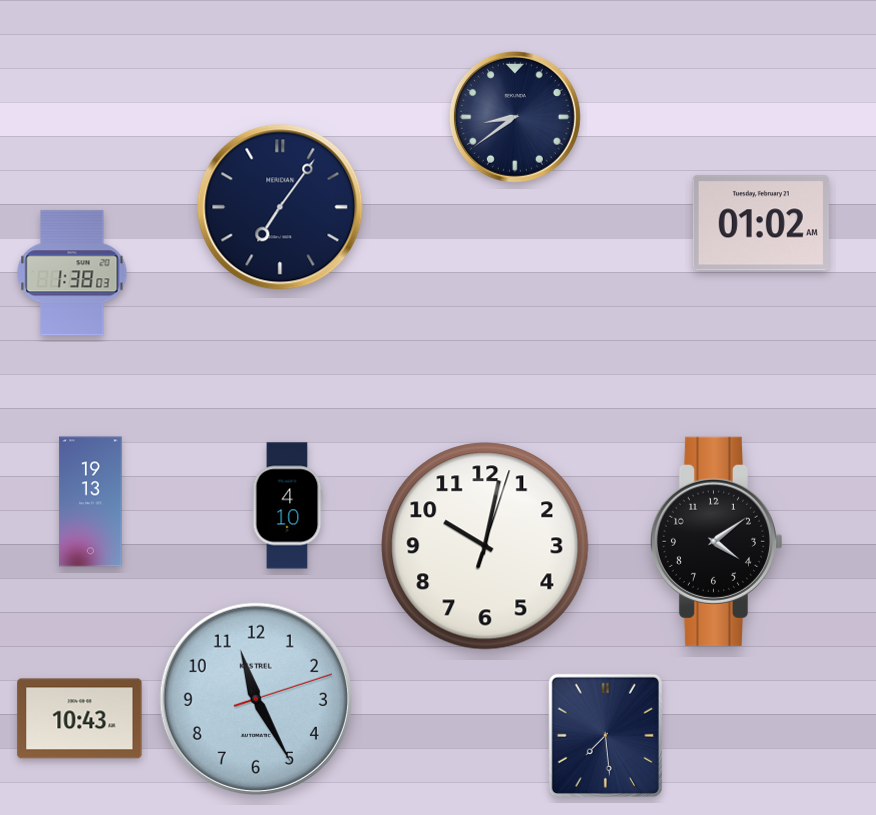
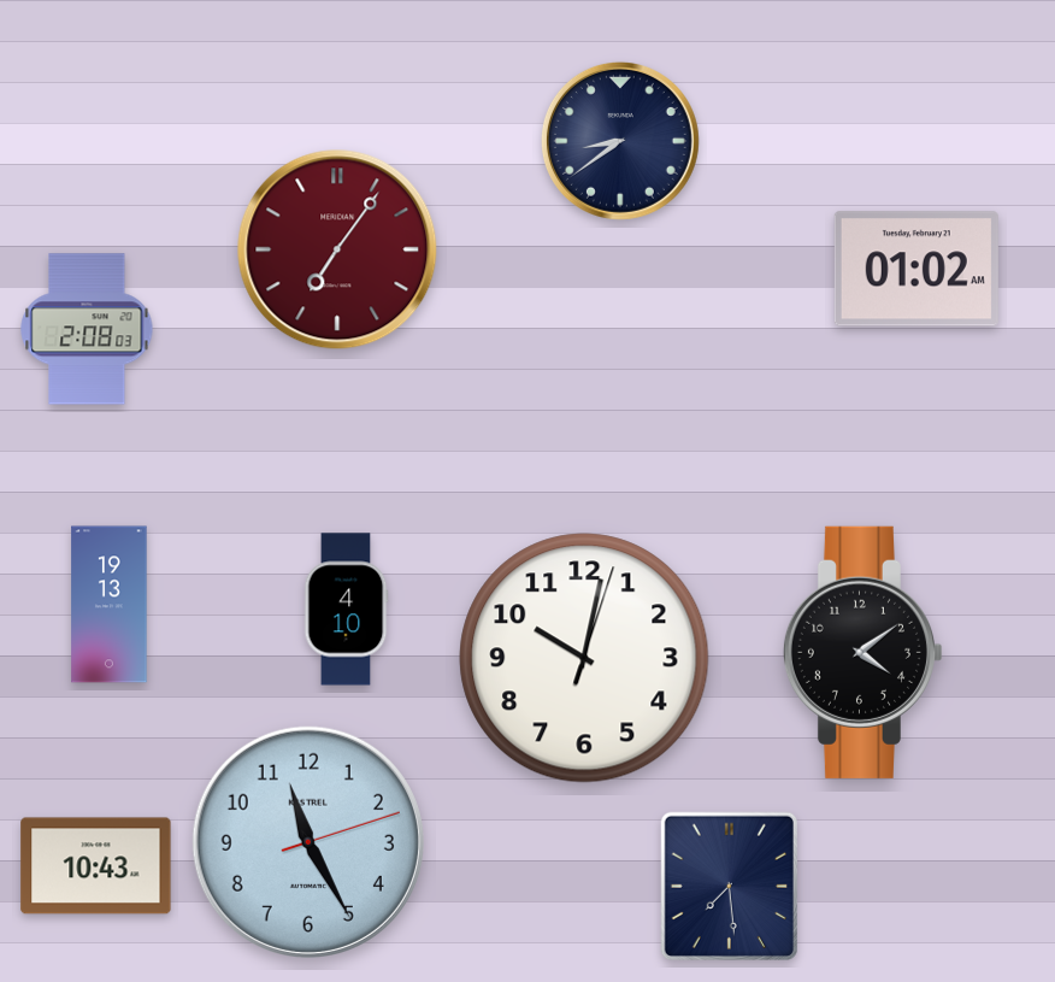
clock at (280, 207) dial: navy -> burgundy
clock at (72, 273): 1:38 -> 2:08
